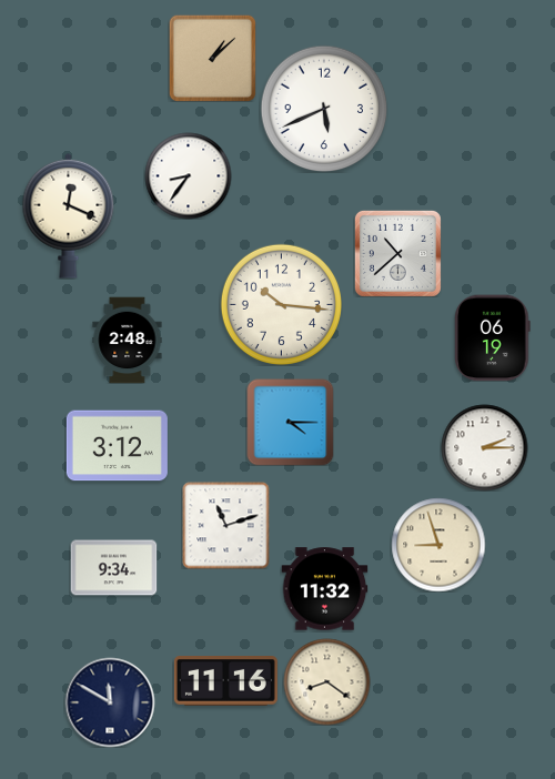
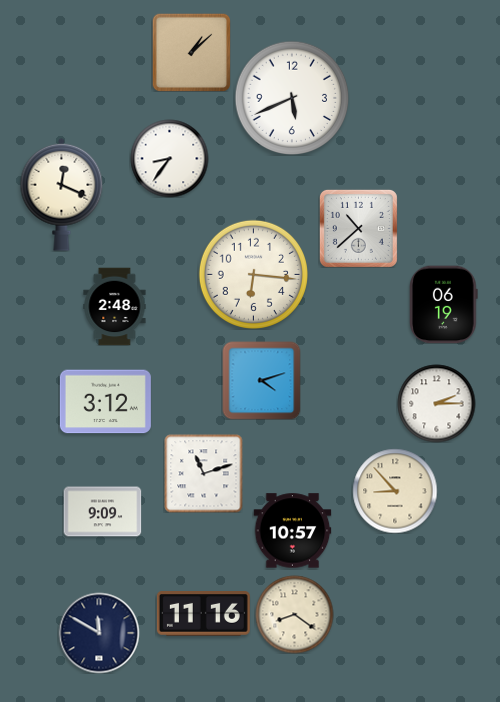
clock at (281, 304): 10:16 -> 6:16
clock at (290, 422): 4:15 -> 4:12
clock at (438, 545): 8:57 -> 8:53
clock at (113, 568): 9:34 -> 9:09
clock at (324, 589): 11:32 -> 10:57
